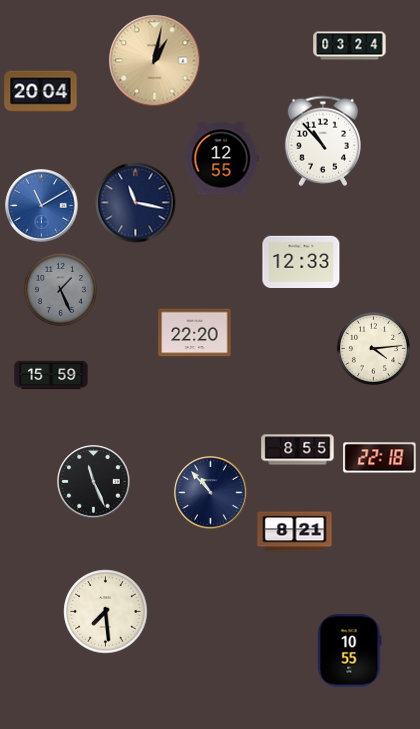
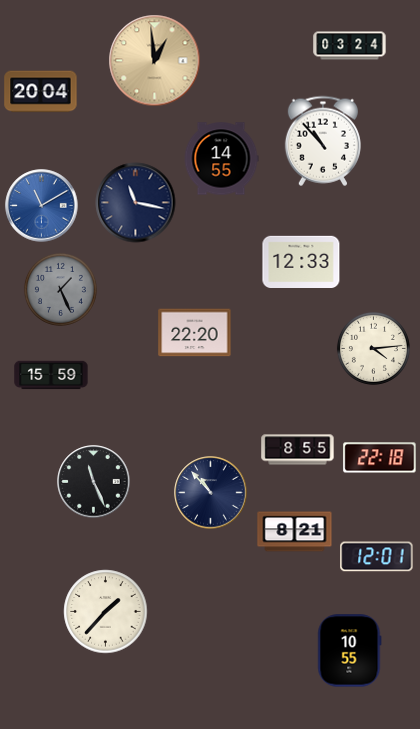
clock at (155, 61): 1:02 -> 12:59
clock at (221, 159): 12:55 -> 14:55
clock at (377, 557): none -> 12:01
clock at (106, 612): 7:29 -> 1:37
